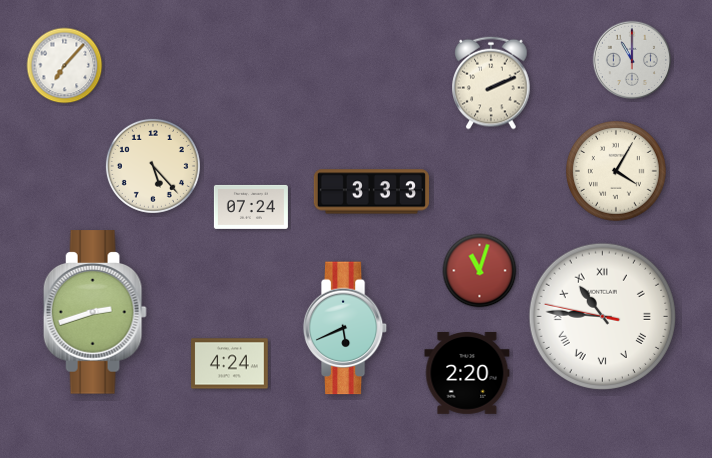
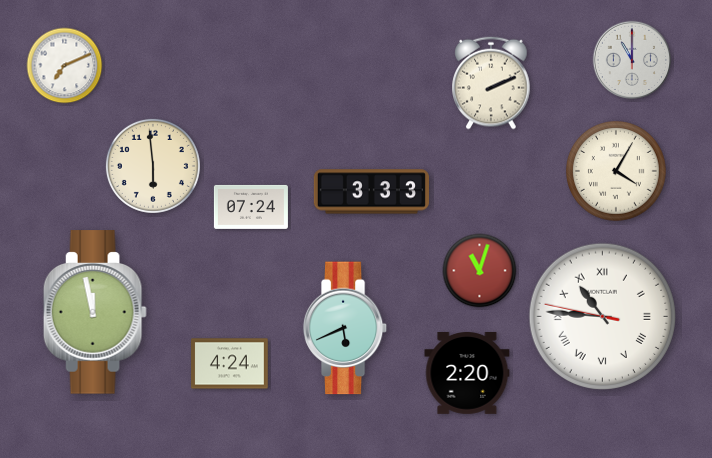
clock at (65, 66): 7:07 -> 7:11
clock at (153, 166): 5:23 -> 5:59
clock at (95, 312): 2:42 -> 11:58
